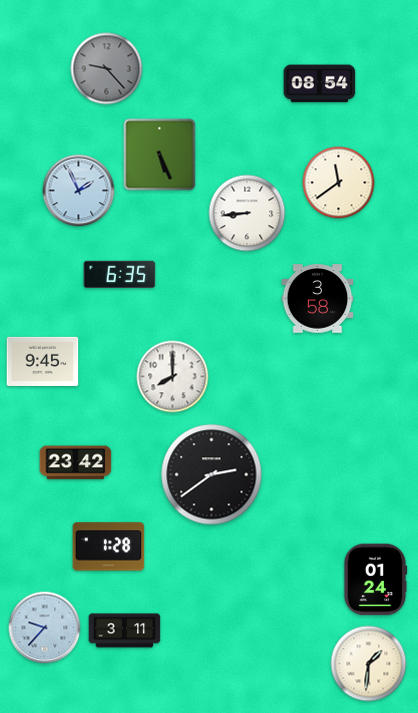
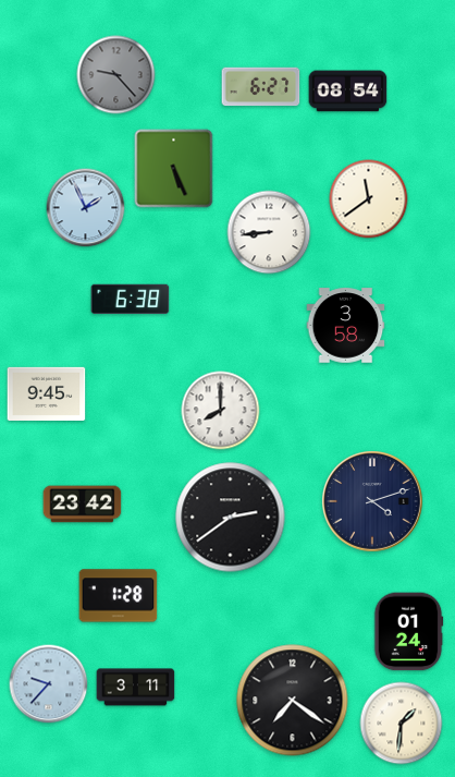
clock at (261, 87): none -> 6:27
clock at (120, 274): 6:35 -> 6:38
clock at (173, 377) position: (173, 377) -> (221, 411)
clock at (373, 502): none -> 4:12
clock at (293, 701): none -> 7:21
